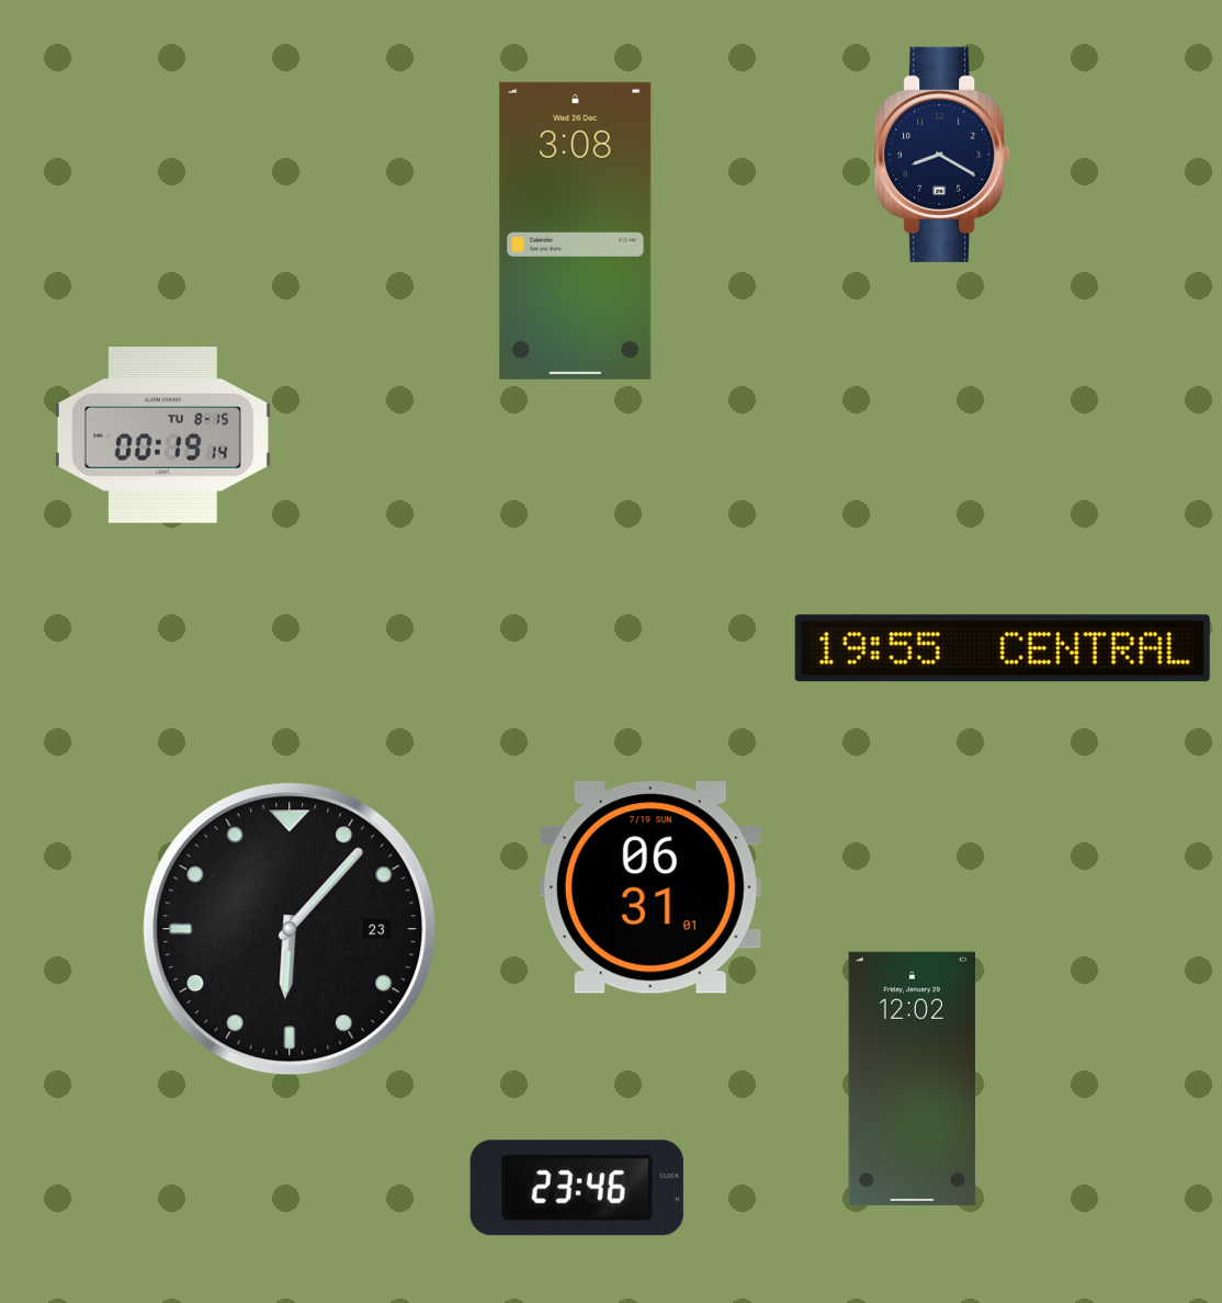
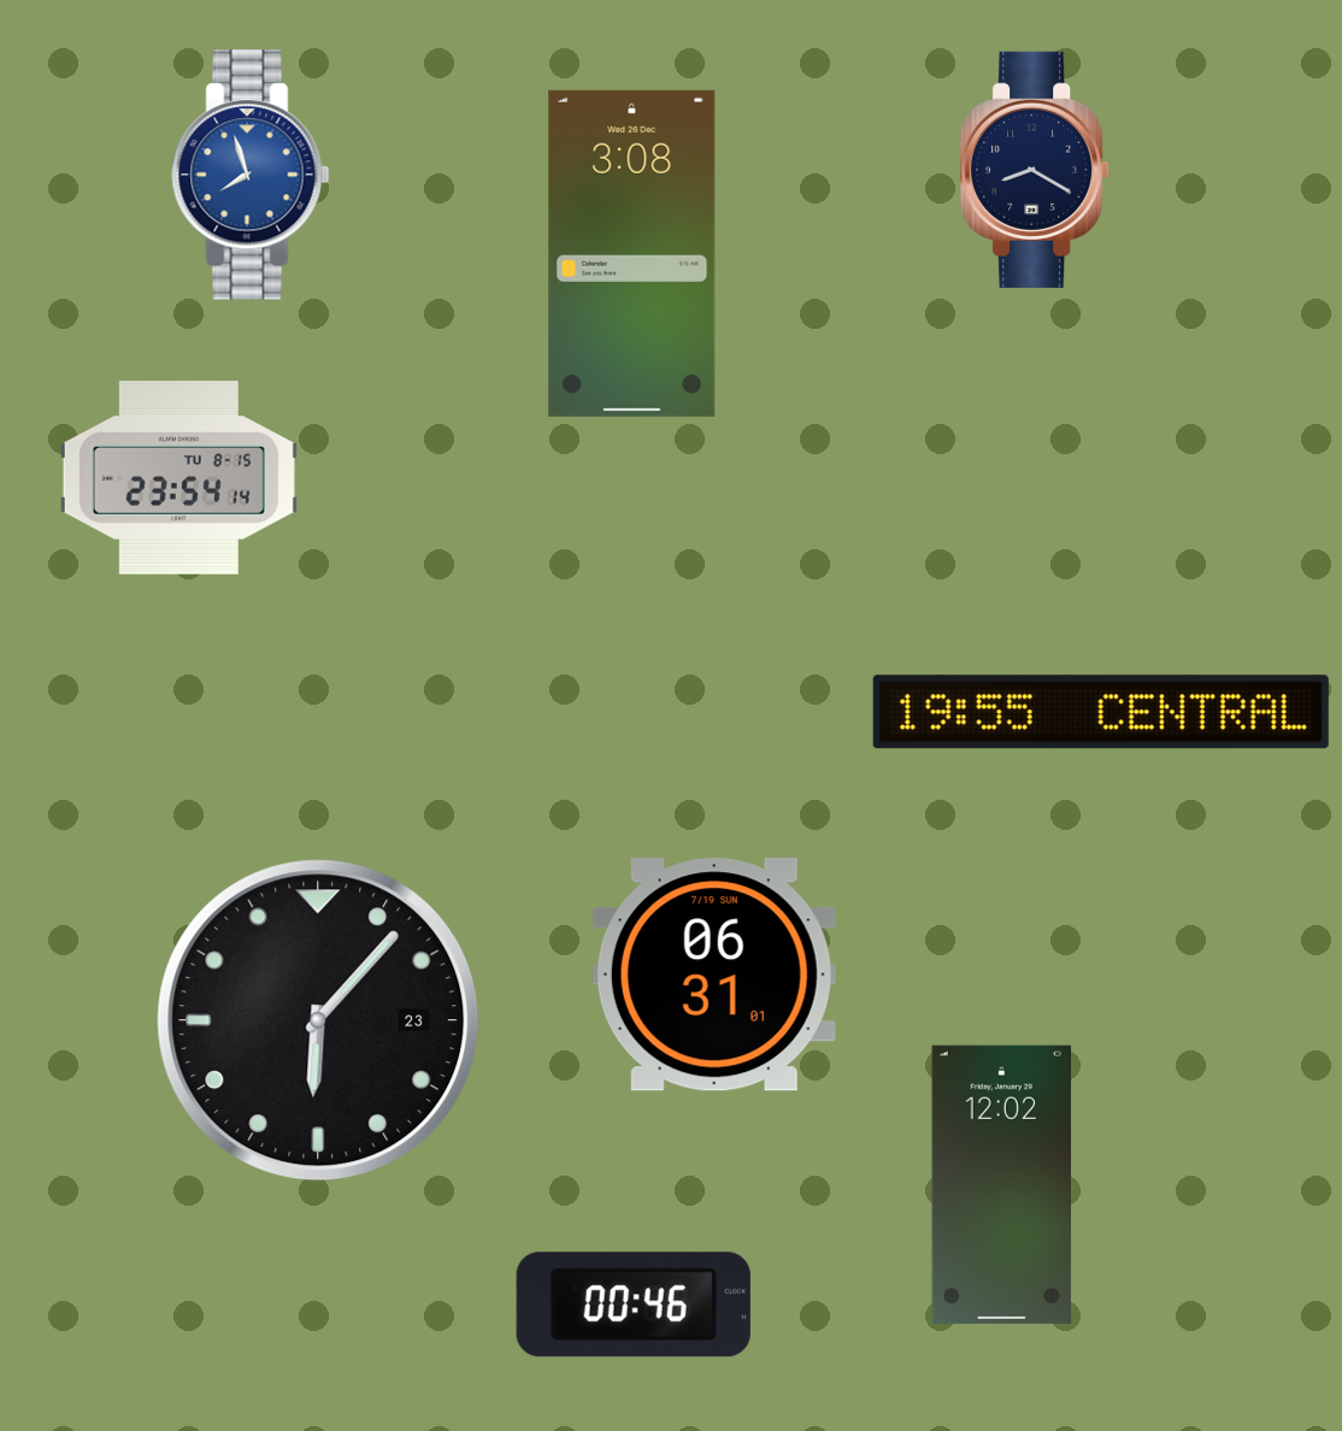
clock at (251, 175): none -> 7:57
clock at (162, 435): 00:19 -> 23:54
clock at (577, 1188): 23:46 -> 00:46
